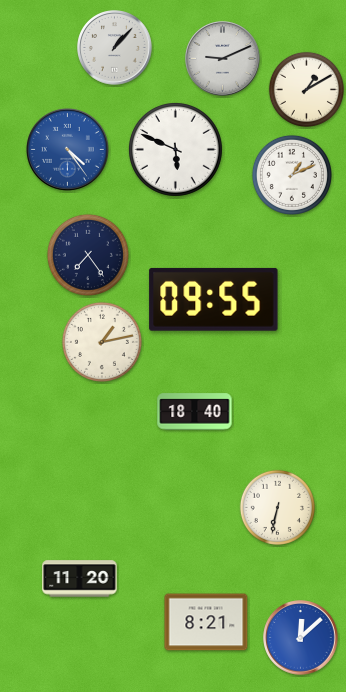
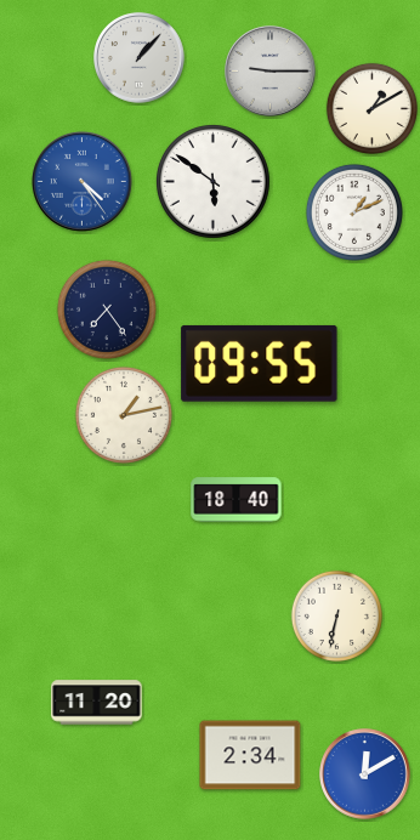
clock at (223, 59): 9:11 -> 9:15
clock at (175, 149): 5:49 -> 5:51
clock at (206, 622): 8:21 -> 2:34
clock at (301, 638): 12:08 -> 12:10
